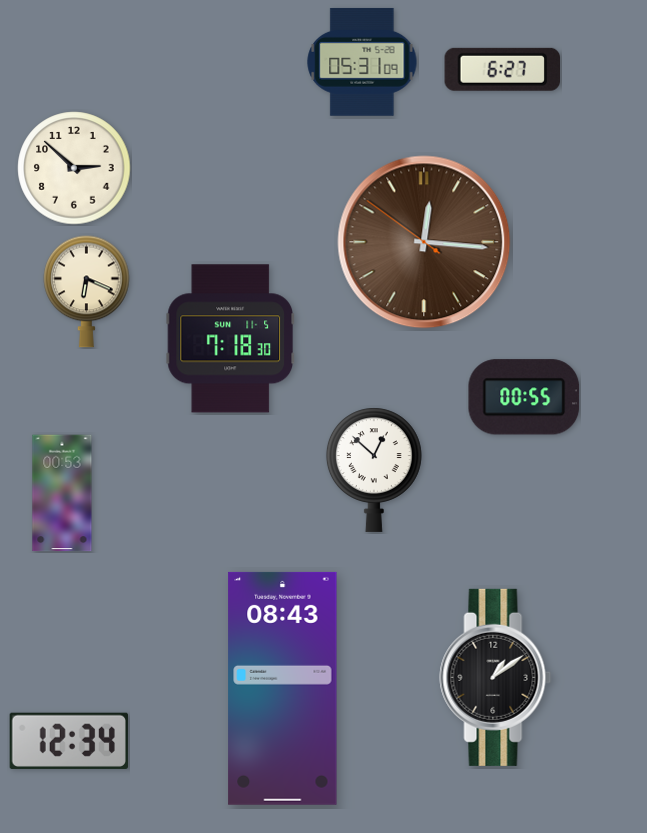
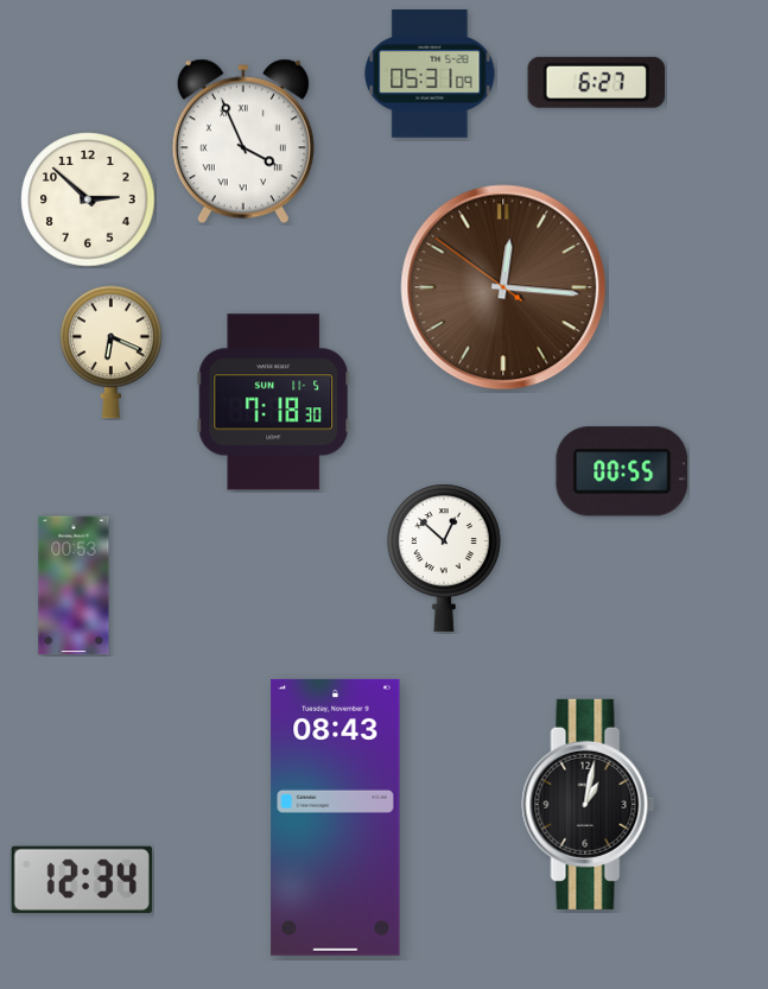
clock at (243, 141): none -> 3:56
clock at (87, 291) position: (87, 291) -> (112, 351)
clock at (496, 677): 1:09 -> 1:02
